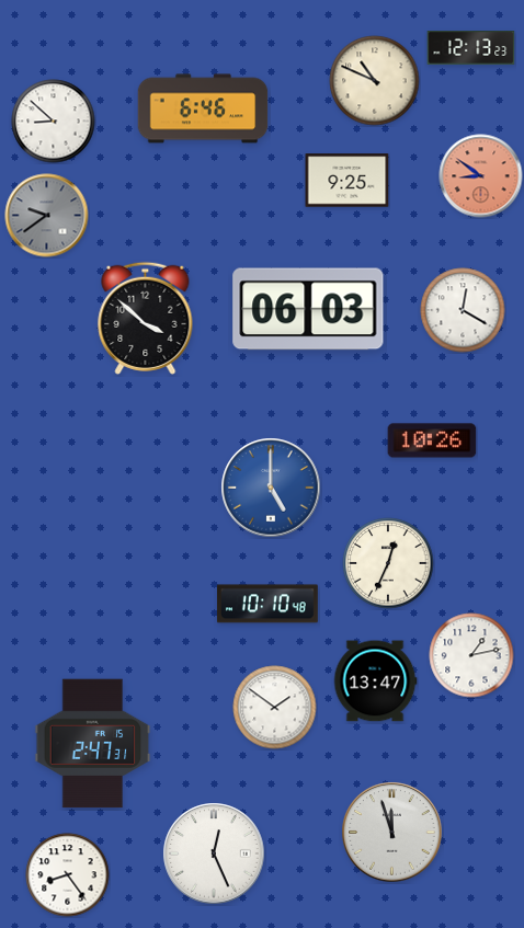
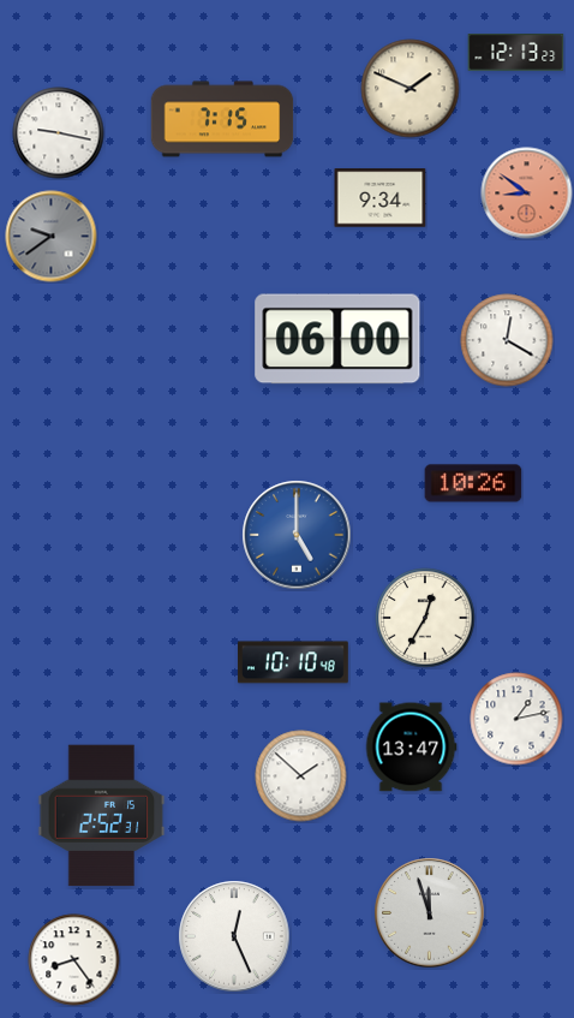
clock at (375, 81): 10:49 -> 1:49
clock at (203, 108): 6:46 -> 7:15
clock at (54, 122): 8:52 -> 9:17
clock at (348, 181): 9:25 -> 9:34
clock at (308, 309): 06:03 -> 06:00
clock at (146, 318): 3:52 -> none
clock at (388, 563): 12:34 -> 12:35
clock at (275, 708): 1:51 -> 1:52
clock at (93, 744): 2:47 -> 2:52
